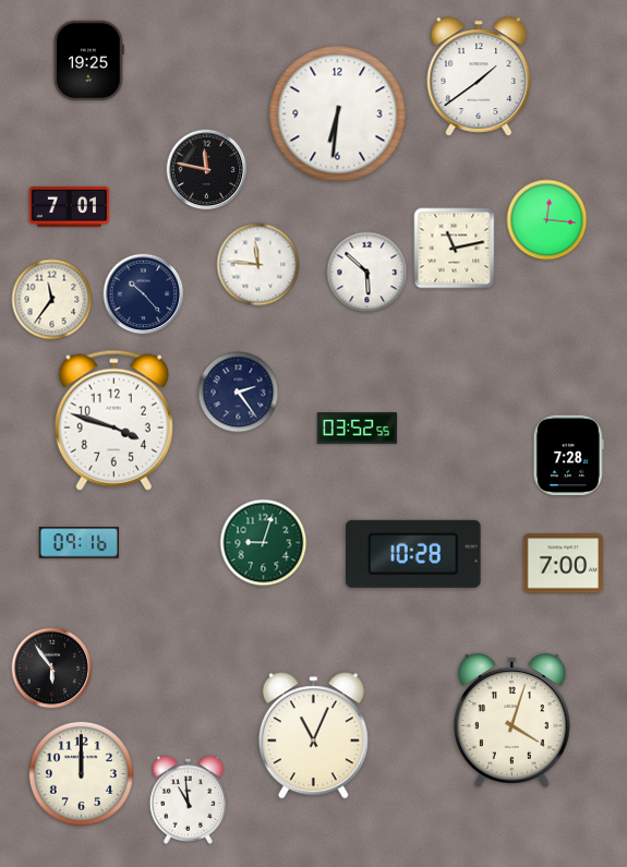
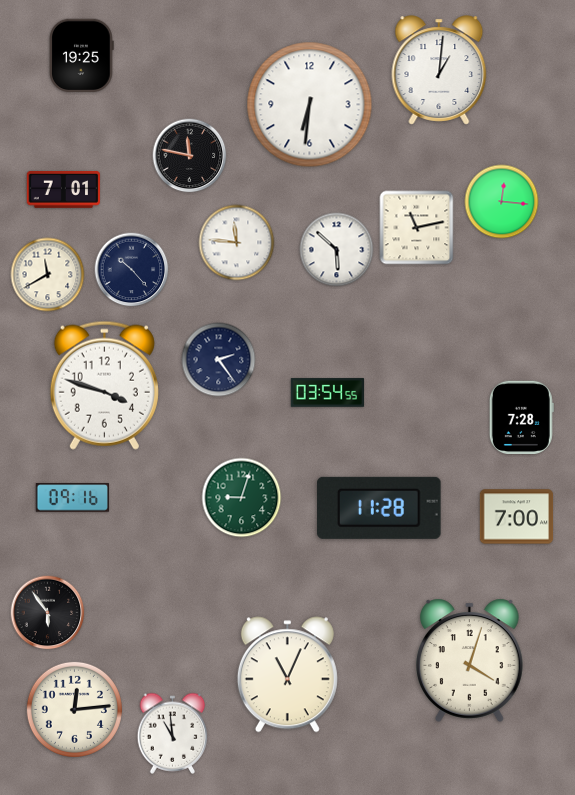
clock at (479, 76): 1:39 -> 1:01
clock at (52, 300): 11:36 -> 11:40
clock at (358, 429): 03:52 -> 03:54
clock at (413, 554): 10:28 -> 11:28
clock at (81, 773): 12:00 -> 12:14
